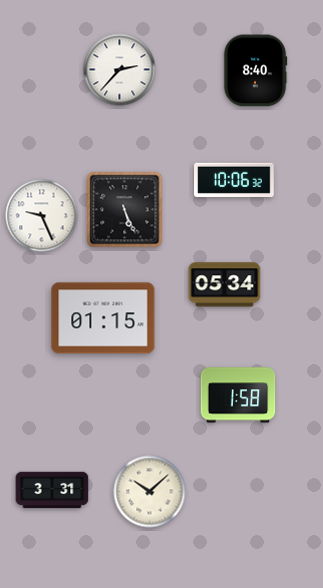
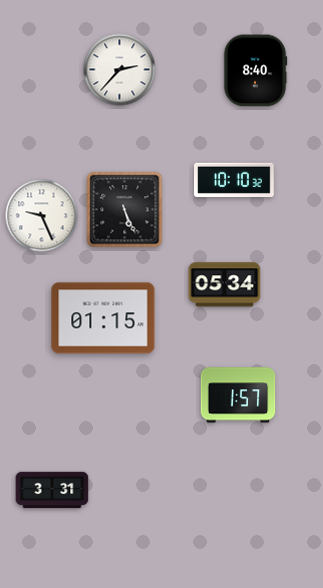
clock at (234, 179): 10:06 -> 10:10
clock at (238, 395): 1:58 -> 1:57
clock at (150, 492): 10:08 -> none
